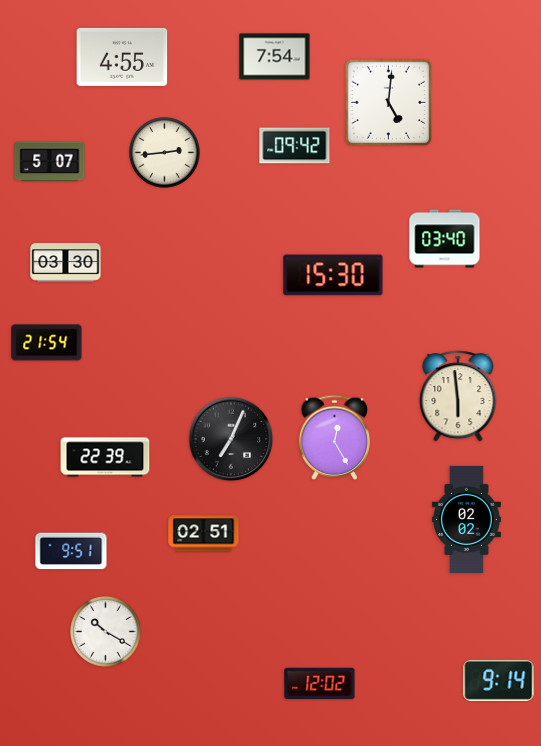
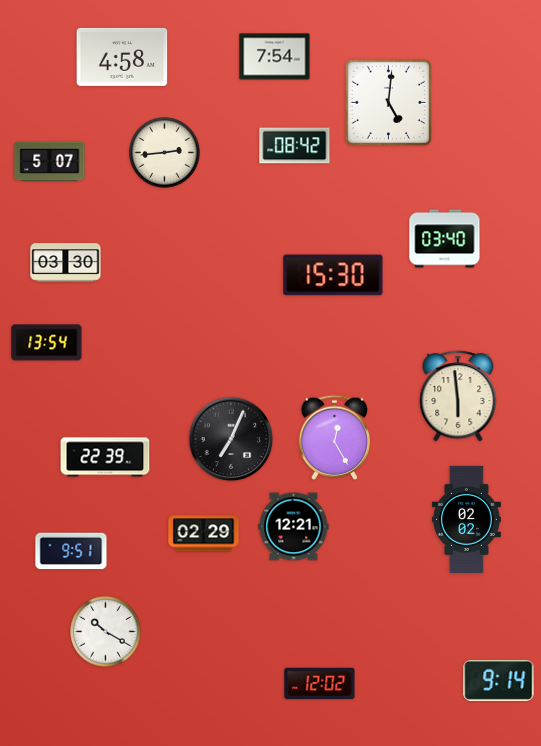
clock at (122, 57): 4:55 -> 4:58
clock at (295, 146): 09:42 -> 08:42
clock at (47, 343): 21:54 -> 13:54
clock at (294, 527): none -> 12:21
clock at (204, 534): 02:51 -> 02:29
